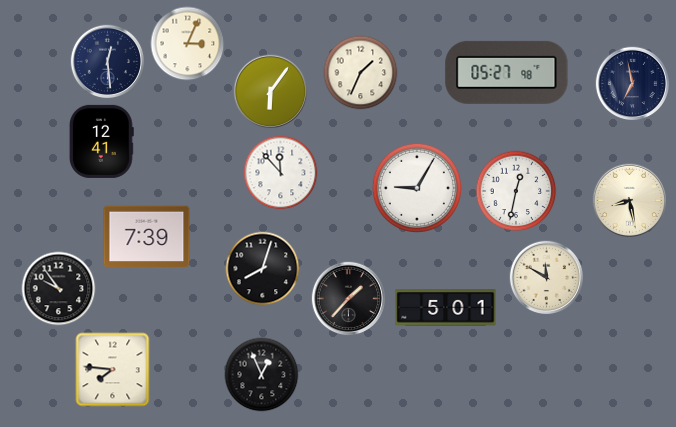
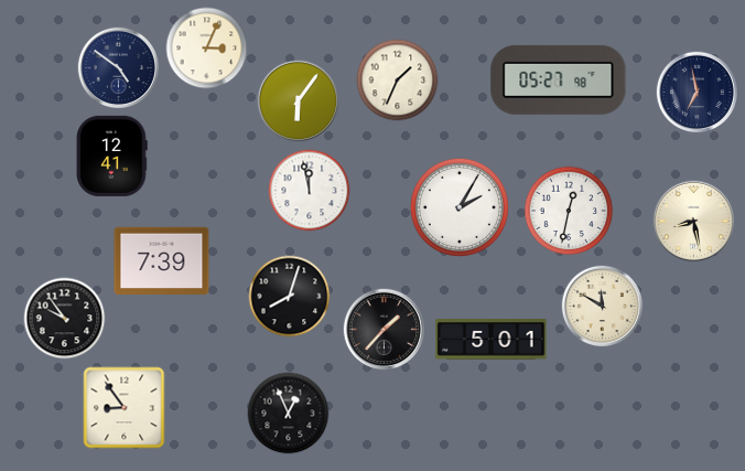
clock at (108, 62): 12:29 -> 4:51
clock at (281, 173): 11:53 -> 11:58
clock at (417, 188): 9:05 -> 2:05
clock at (113, 370): 7:46 -> 8:54
